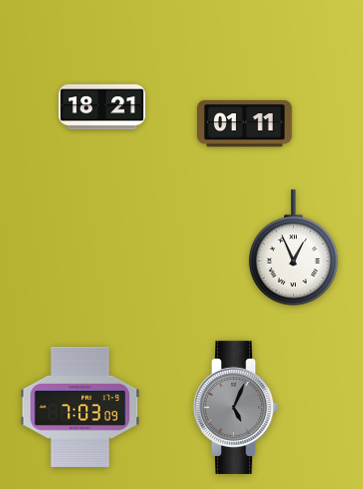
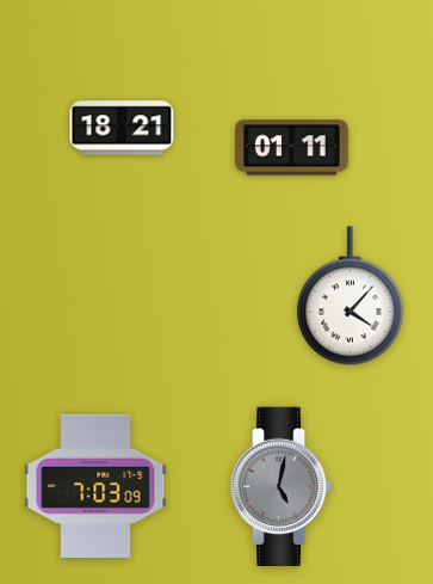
clock at (293, 248): 12:56 -> 4:07
clock at (236, 407): 5:04 -> 5:02
